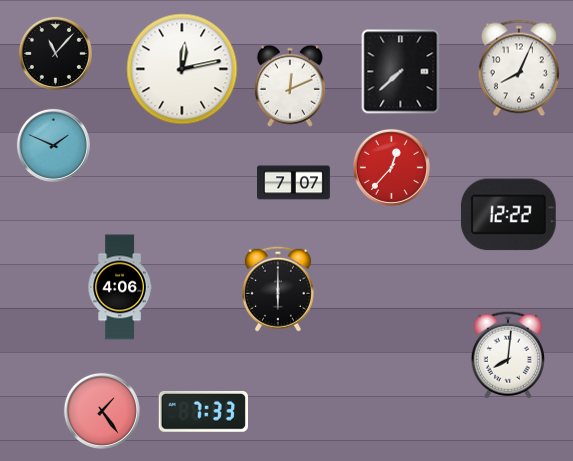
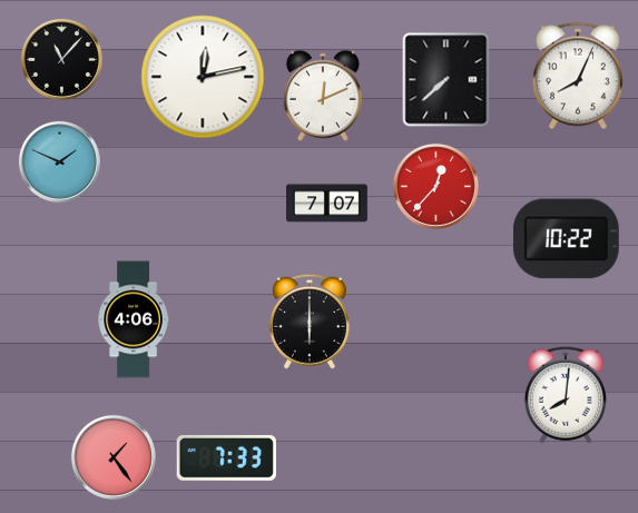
clock at (508, 215): 12:22 -> 10:22
